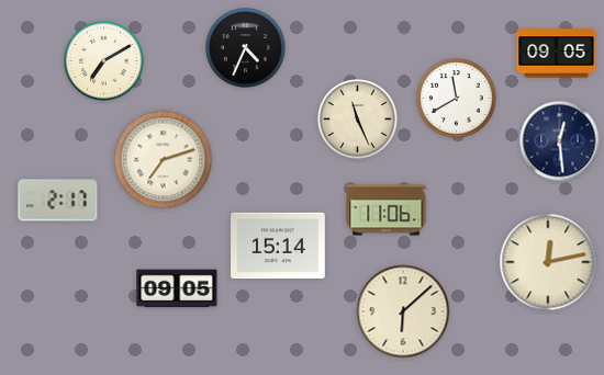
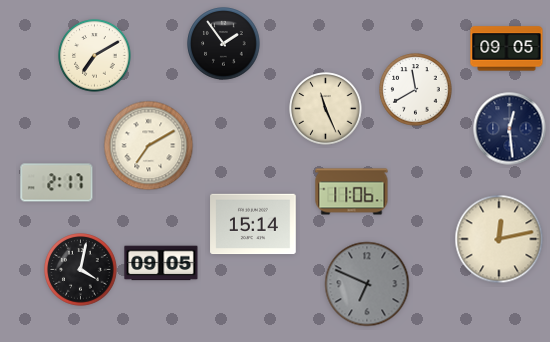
clock at (246, 48): 4:34 -> 1:54
clock at (164, 160): 7:12 -> 7:10
clock at (58, 201) position: (58, 201) -> (57, 183)
clock at (81, 270): none -> 4:02
clock at (403, 311): 6:08 -> 6:49
clock at (403, 311) dial: cream -> grey
